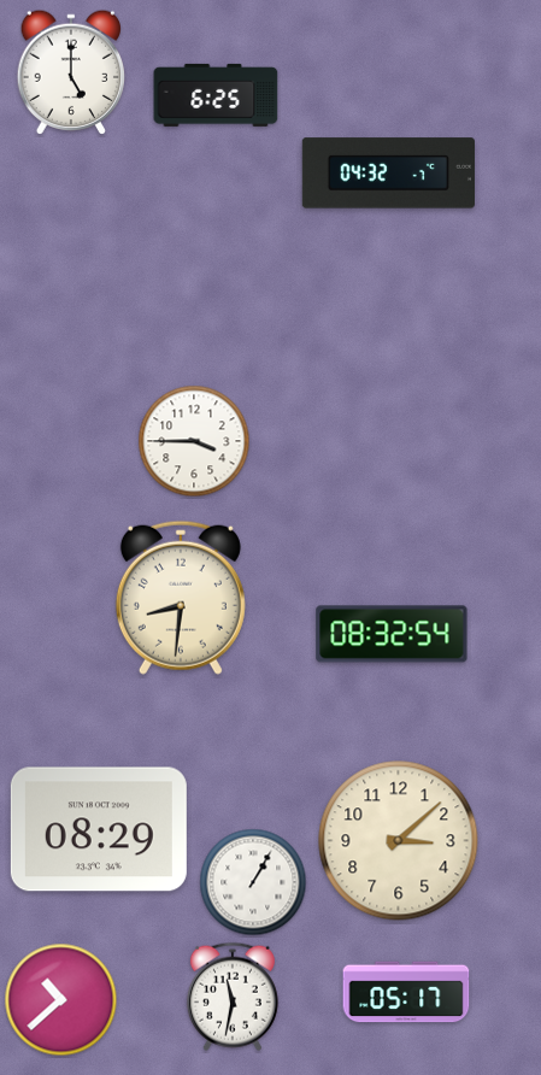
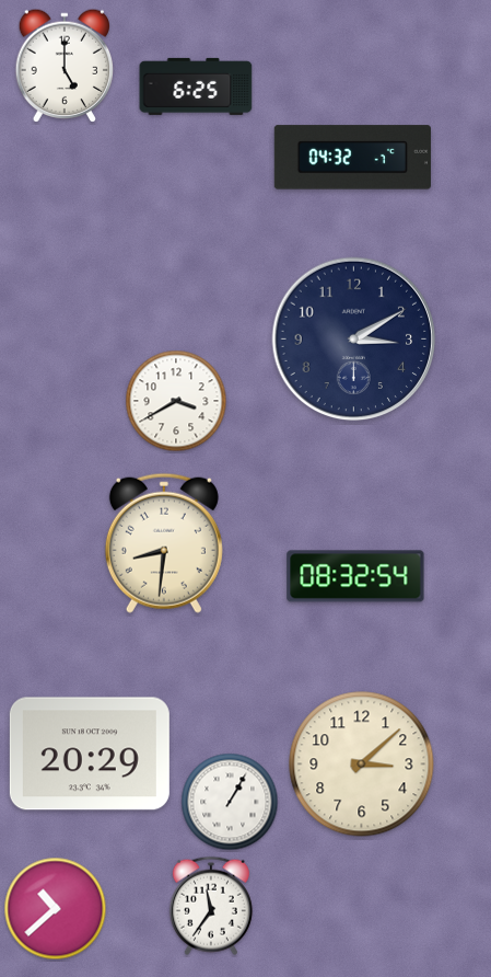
clock at (354, 340): none -> 3:10
clock at (194, 441): 3:45 -> 3:40
clock at (99, 829): 08:29 -> 20:29
clock at (406, 992): 05:17 -> none
clock at (233, 997): 11:32 -> 11:36
